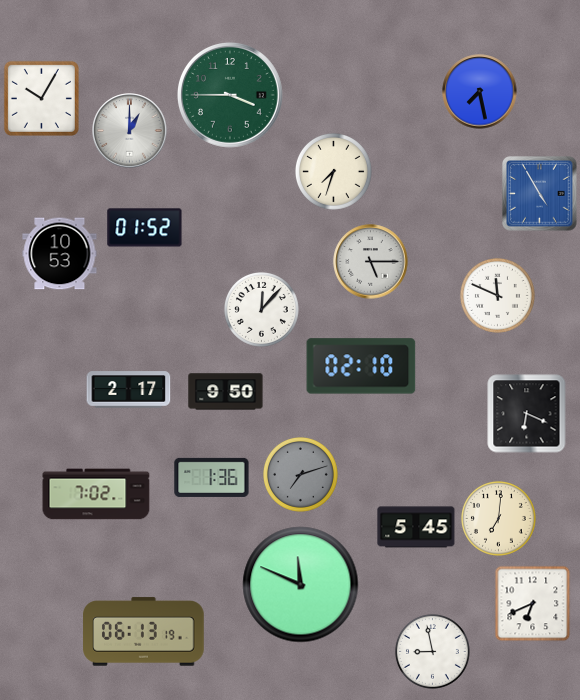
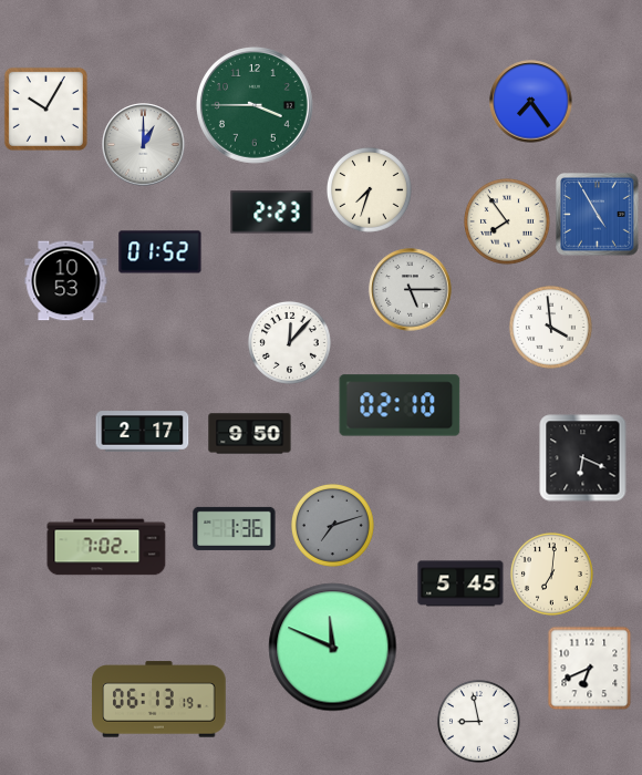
clock at (480, 92): 7:28 -> 7:24
clock at (272, 213): none -> 2:23
clock at (508, 223): none -> 7:54
clock at (497, 295): 11:49 -> 3:59
